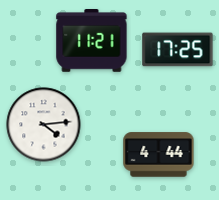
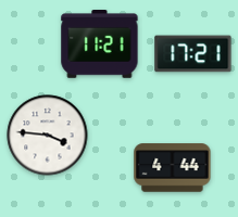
clock at (178, 50): 17:25 -> 17:21
clock at (44, 125): 4:14 -> 3:46
